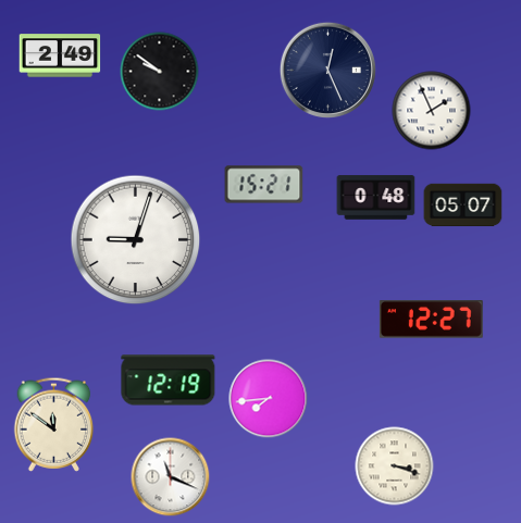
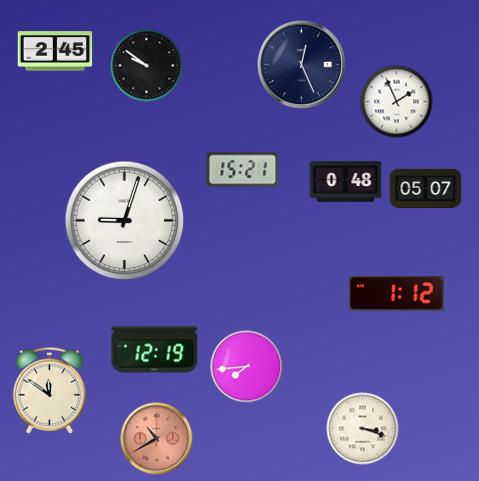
clock at (60, 55): 2:49 -> 2:45
clock at (431, 320): 12:27 -> 1:12
clock at (171, 477): 11:19 -> 10:40
clock at (171, 477) dial: white -> salmon
